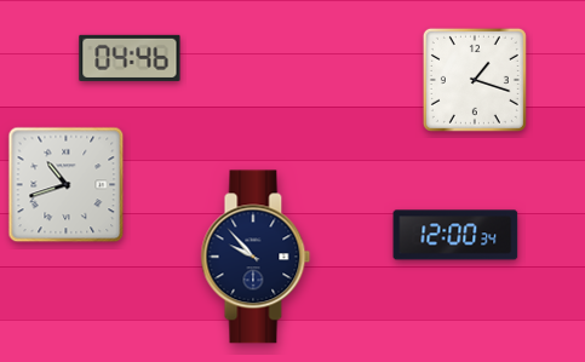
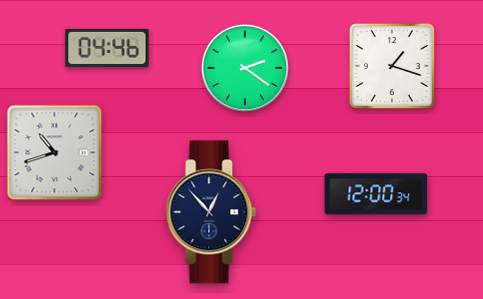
clock at (245, 68): none -> 2:21
clock at (256, 257): 9:53 -> 12:53
